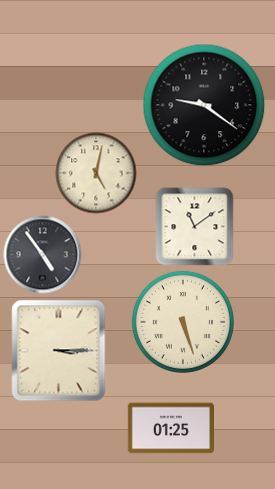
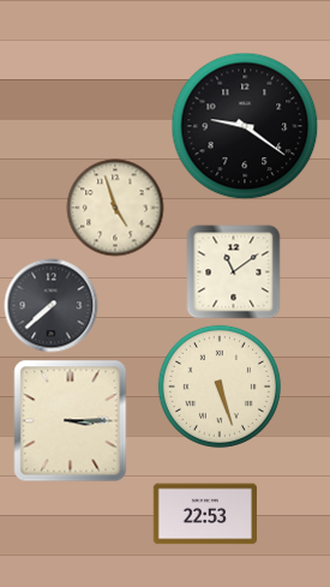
clock at (96, 173): 5:02 -> 4:57
clock at (42, 254): 4:54 -> 7:38
clock at (170, 428): 01:25 -> 22:53
